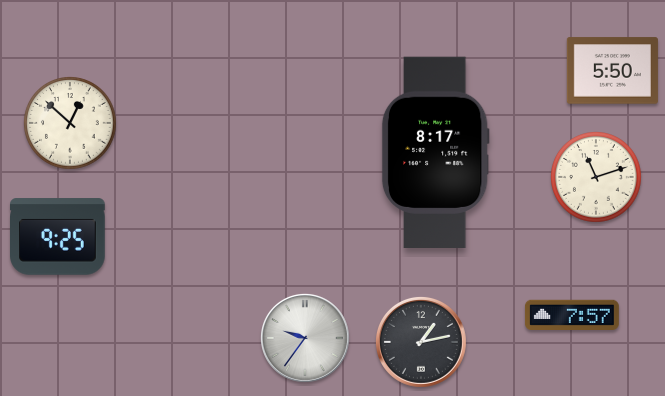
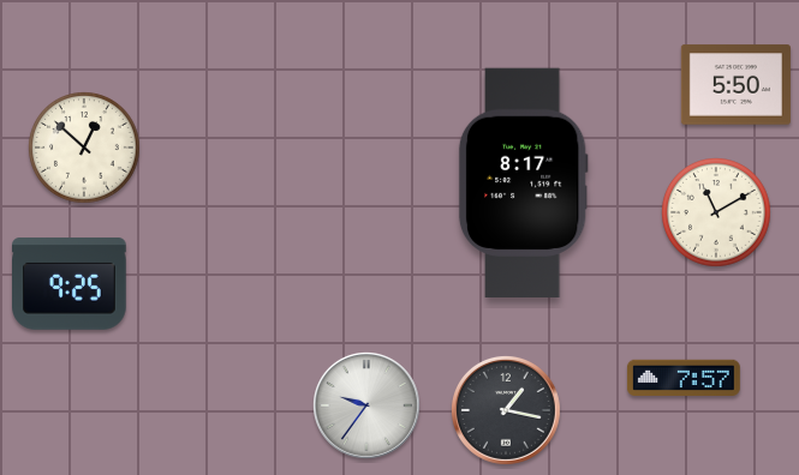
clock at (597, 178): 11:12 -> 11:10
clock at (572, 314) position: (572, 314) -> (684, 377)
clock at (421, 342): 1:13 -> 1:17
